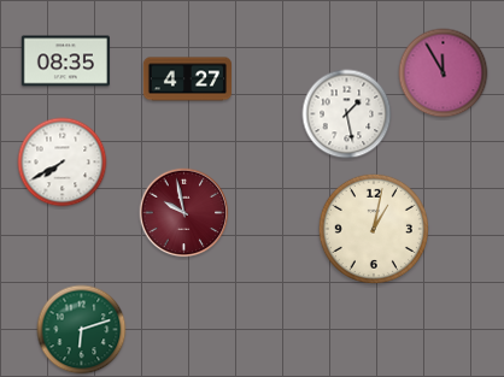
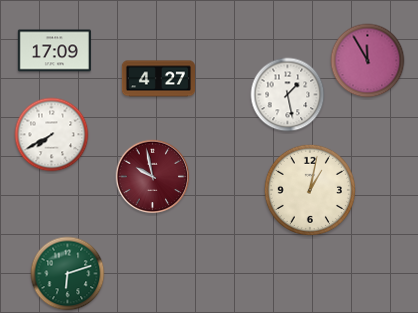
clock at (65, 61): 08:35 -> 17:09
clock at (187, 79) position: (187, 79) -> (158, 79)
